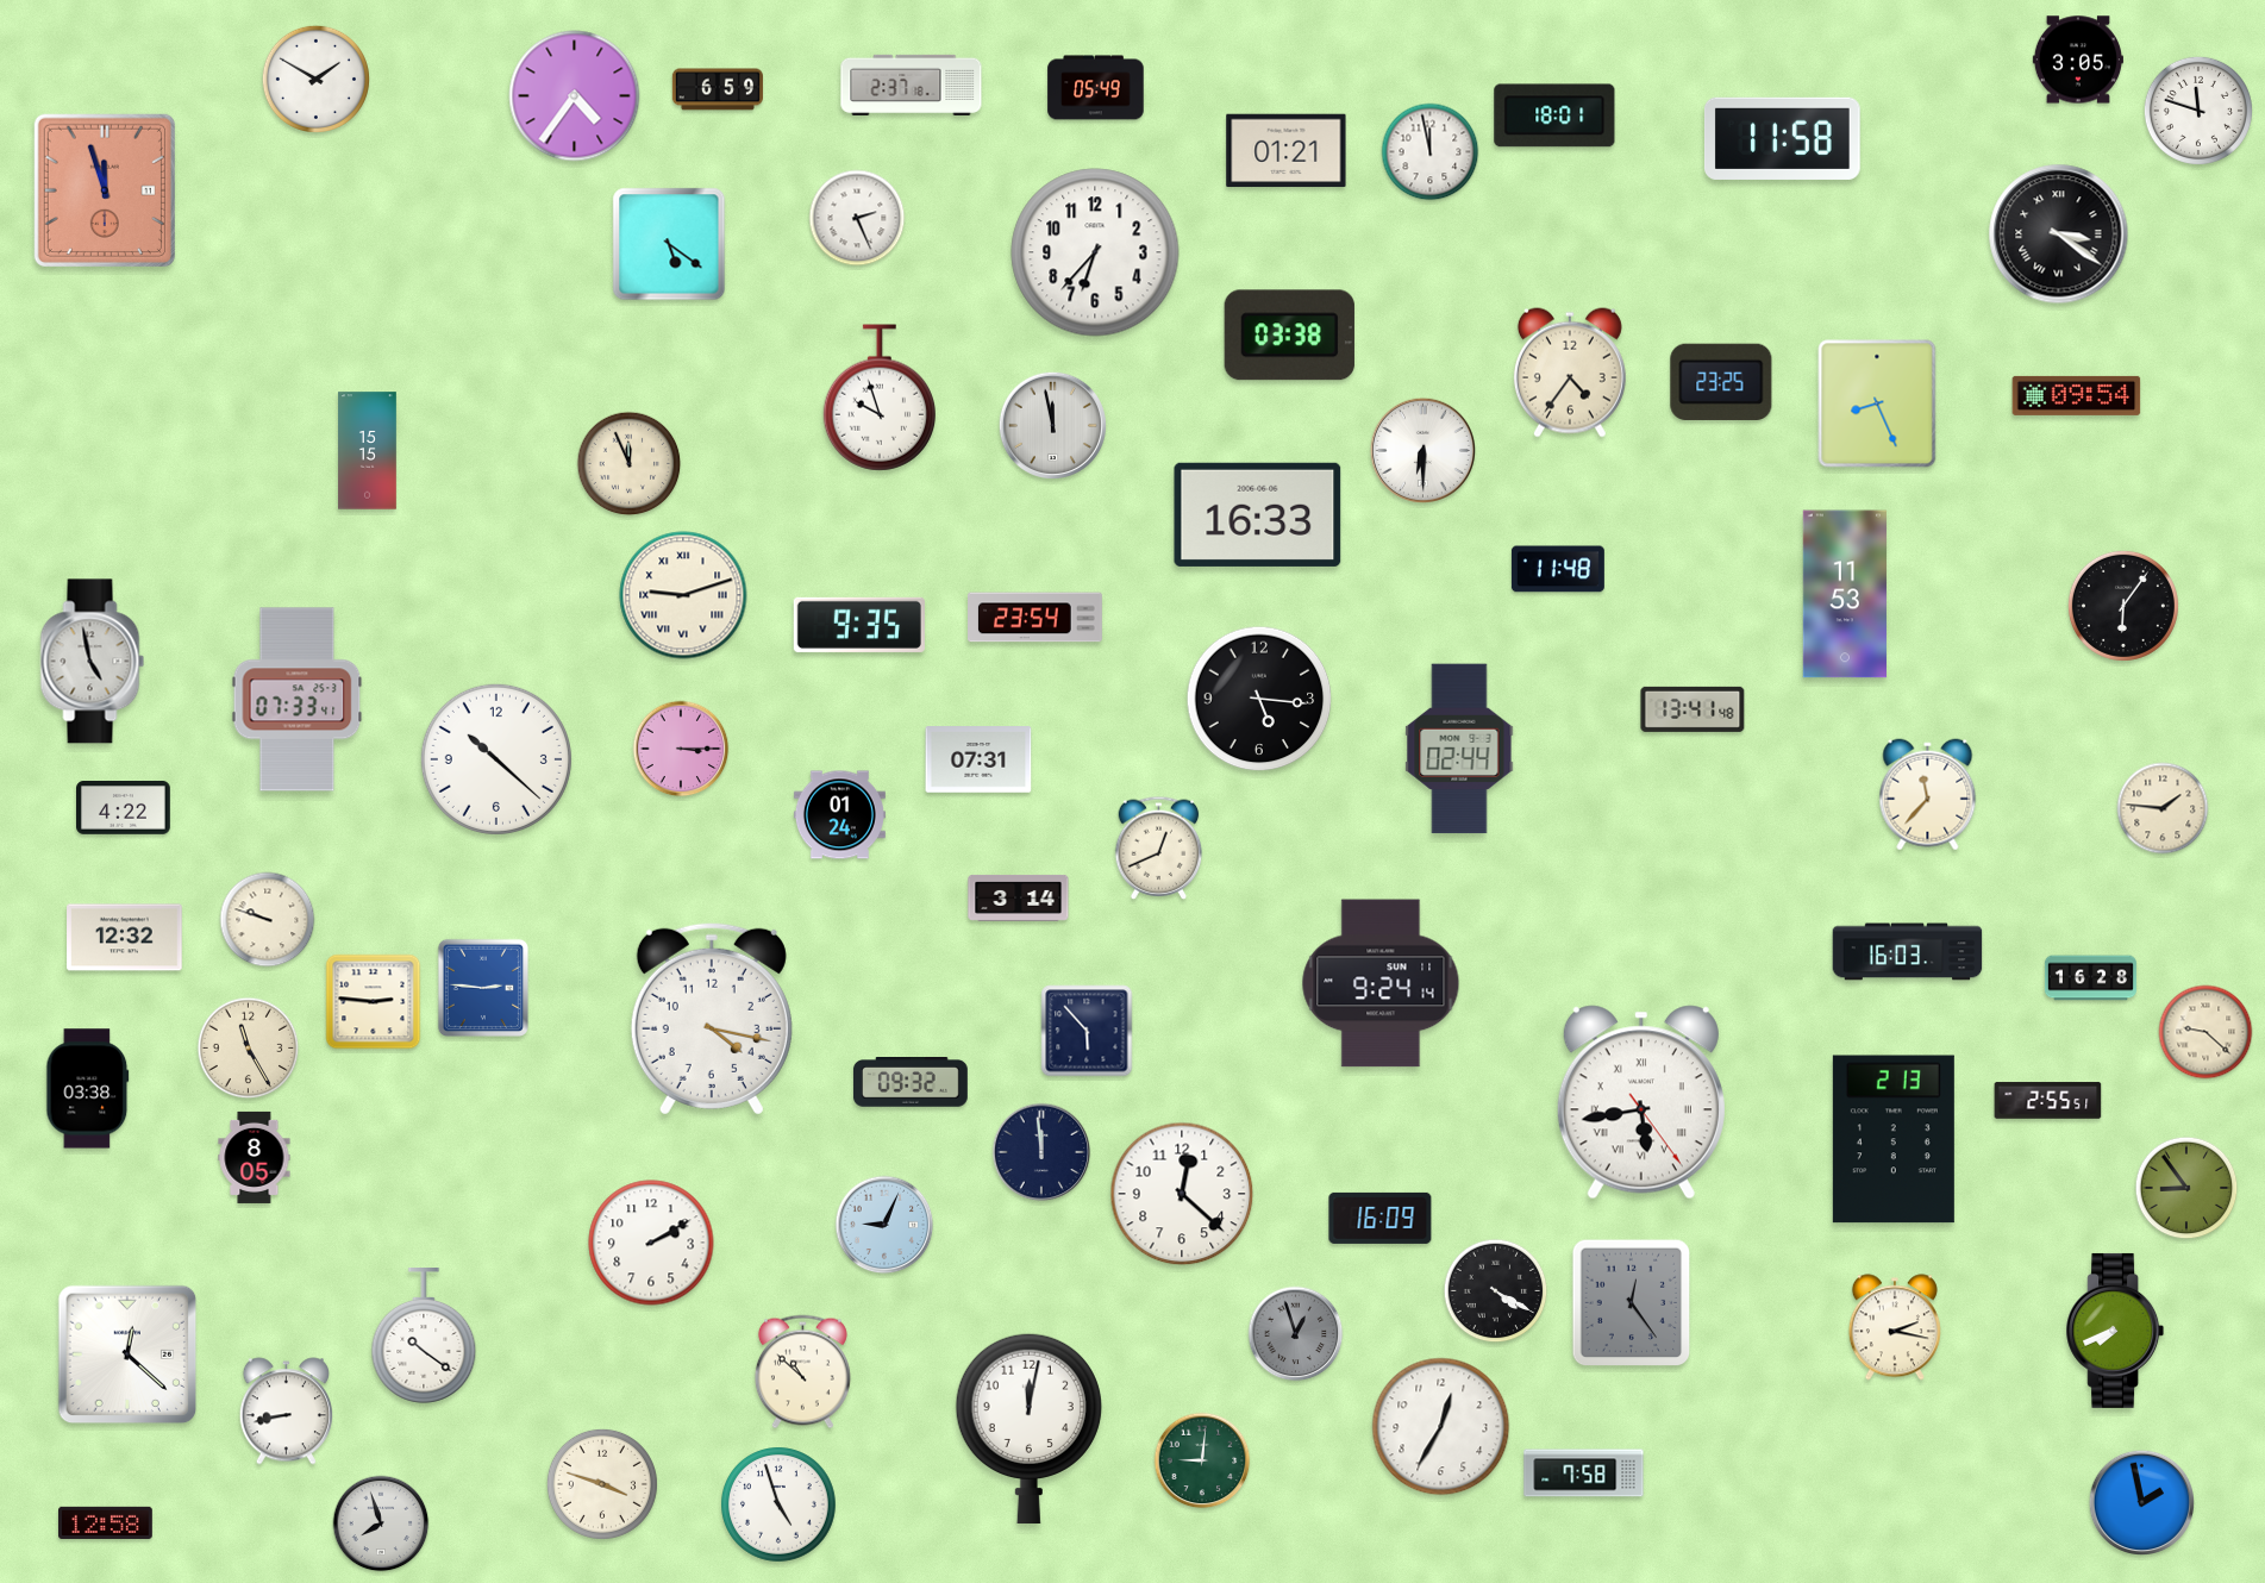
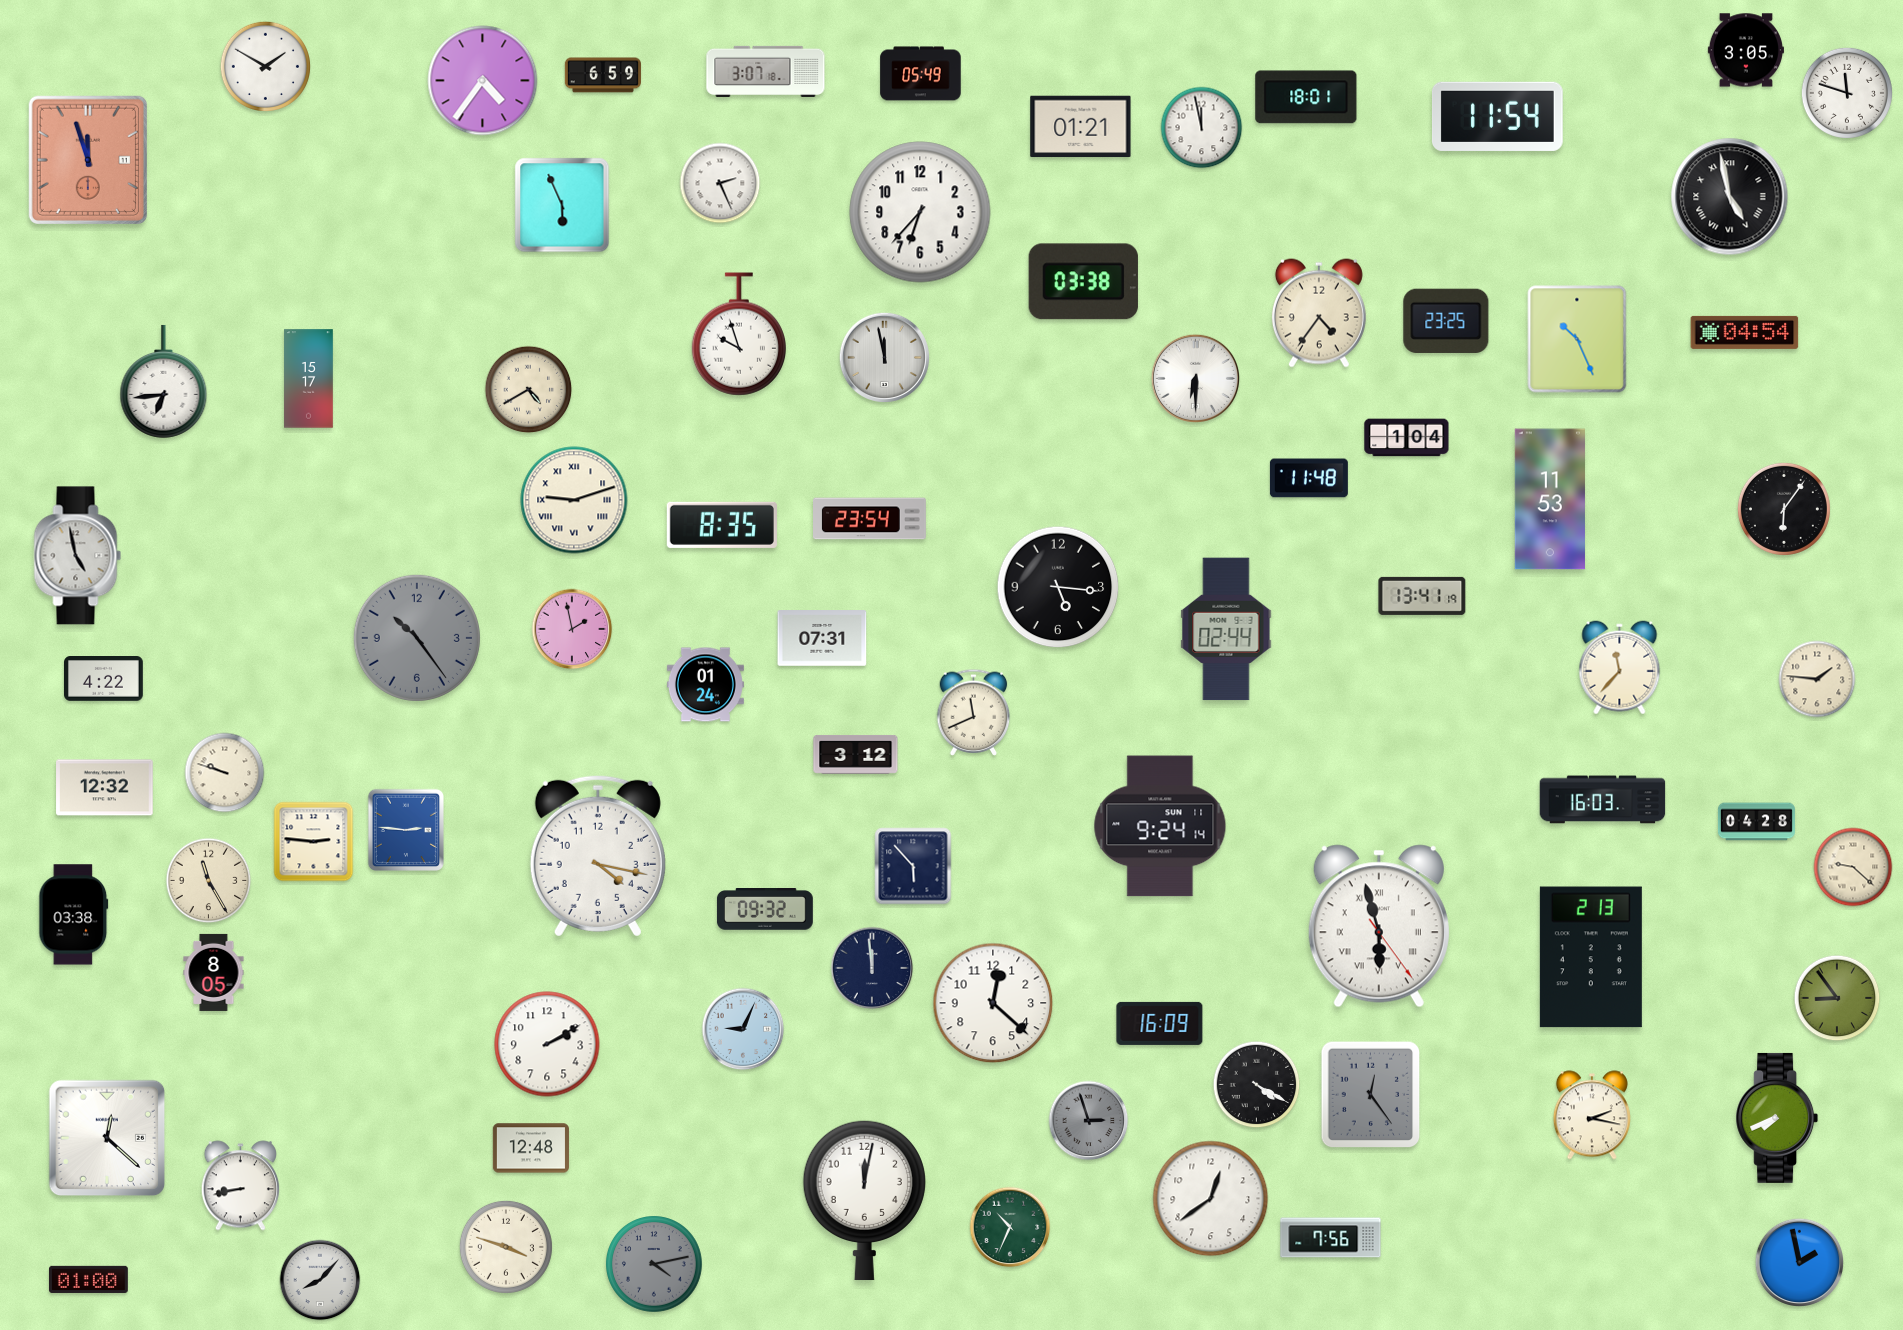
clock at (912, 85): 2:37 -> 3:07
clock at (1782, 138): 11:58 -> 11:54
clock at (2059, 234): 3:21 -> 4:58
clock at (669, 244): 5:21 -> 5:56
clock at (2077, 395): 09:54 -> 04:54
clock at (1877, 403): 8:26 -> 10:26
clock at (368, 451): 15:15 -> 15:17
clock at (164, 381): none -> 6:44
clock at (630, 464): 11:56 -> 4:40
clock at (1258, 514): 16:33 -> none
clock at (1407, 438): none -> 1:04
clock at (859, 625): 9:35 -> 8:35
clock at (298, 700): 07:33 -> none
clock at (1693, 709): 13:41:48 -> 13:41:19
clock at (681, 749): 3:15 -> 1:58
clock at (496, 759): 10:22 -> 10:24
clock at (496, 759) dial: white -> grey
clock at (1159, 847): 12:41 -> 11:41
clock at (1019, 897): 3:14 -> 3:12
clock at (2090, 978): 16:28 -> 04:28
clock at (2048, 1101): 2:55 -> none
clock at (1641, 1102): 5:43 -> 5:57
clock at (1041, 1152) position: (1041, 1152) -> (872, 968)
clock at (1296, 1334): 12:57 -> 2:57
clock at (424, 1337): 10:21 -> none
clock at (531, 1148): none -> 12:48
clock at (802, 1372): 10:52 -> none
clock at (1441, 1427): 12:35 -> 12:39
clock at (1202, 1460): 9:01 -> 10:34
clock at (1584, 1473): 7:58 -> 7:56
clock at (780, 1506): 4:57 -> 4:13
clock at (780, 1506) dial: white -> grey
clock at (106, 1522): 12:58 -> 01:00
clock at (381, 1523): 7:57 -> 8:07
